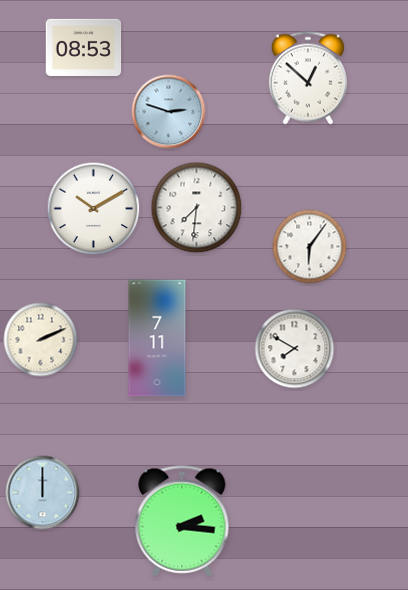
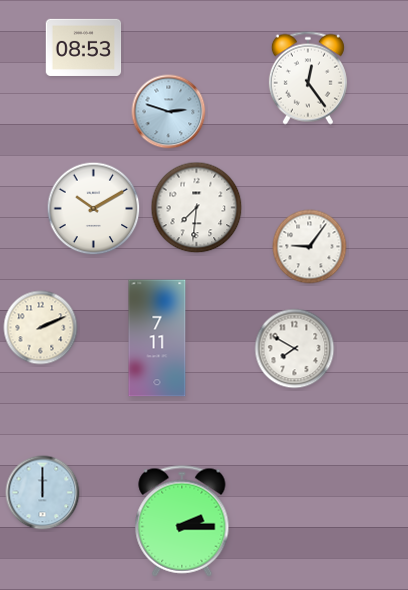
clock at (308, 78): 12:52 -> 12:24
clock at (310, 247): 6:06 -> 9:06
clock at (41, 340) position: (41, 340) -> (41, 328)
clock at (182, 521): 2:16 -> 2:15
